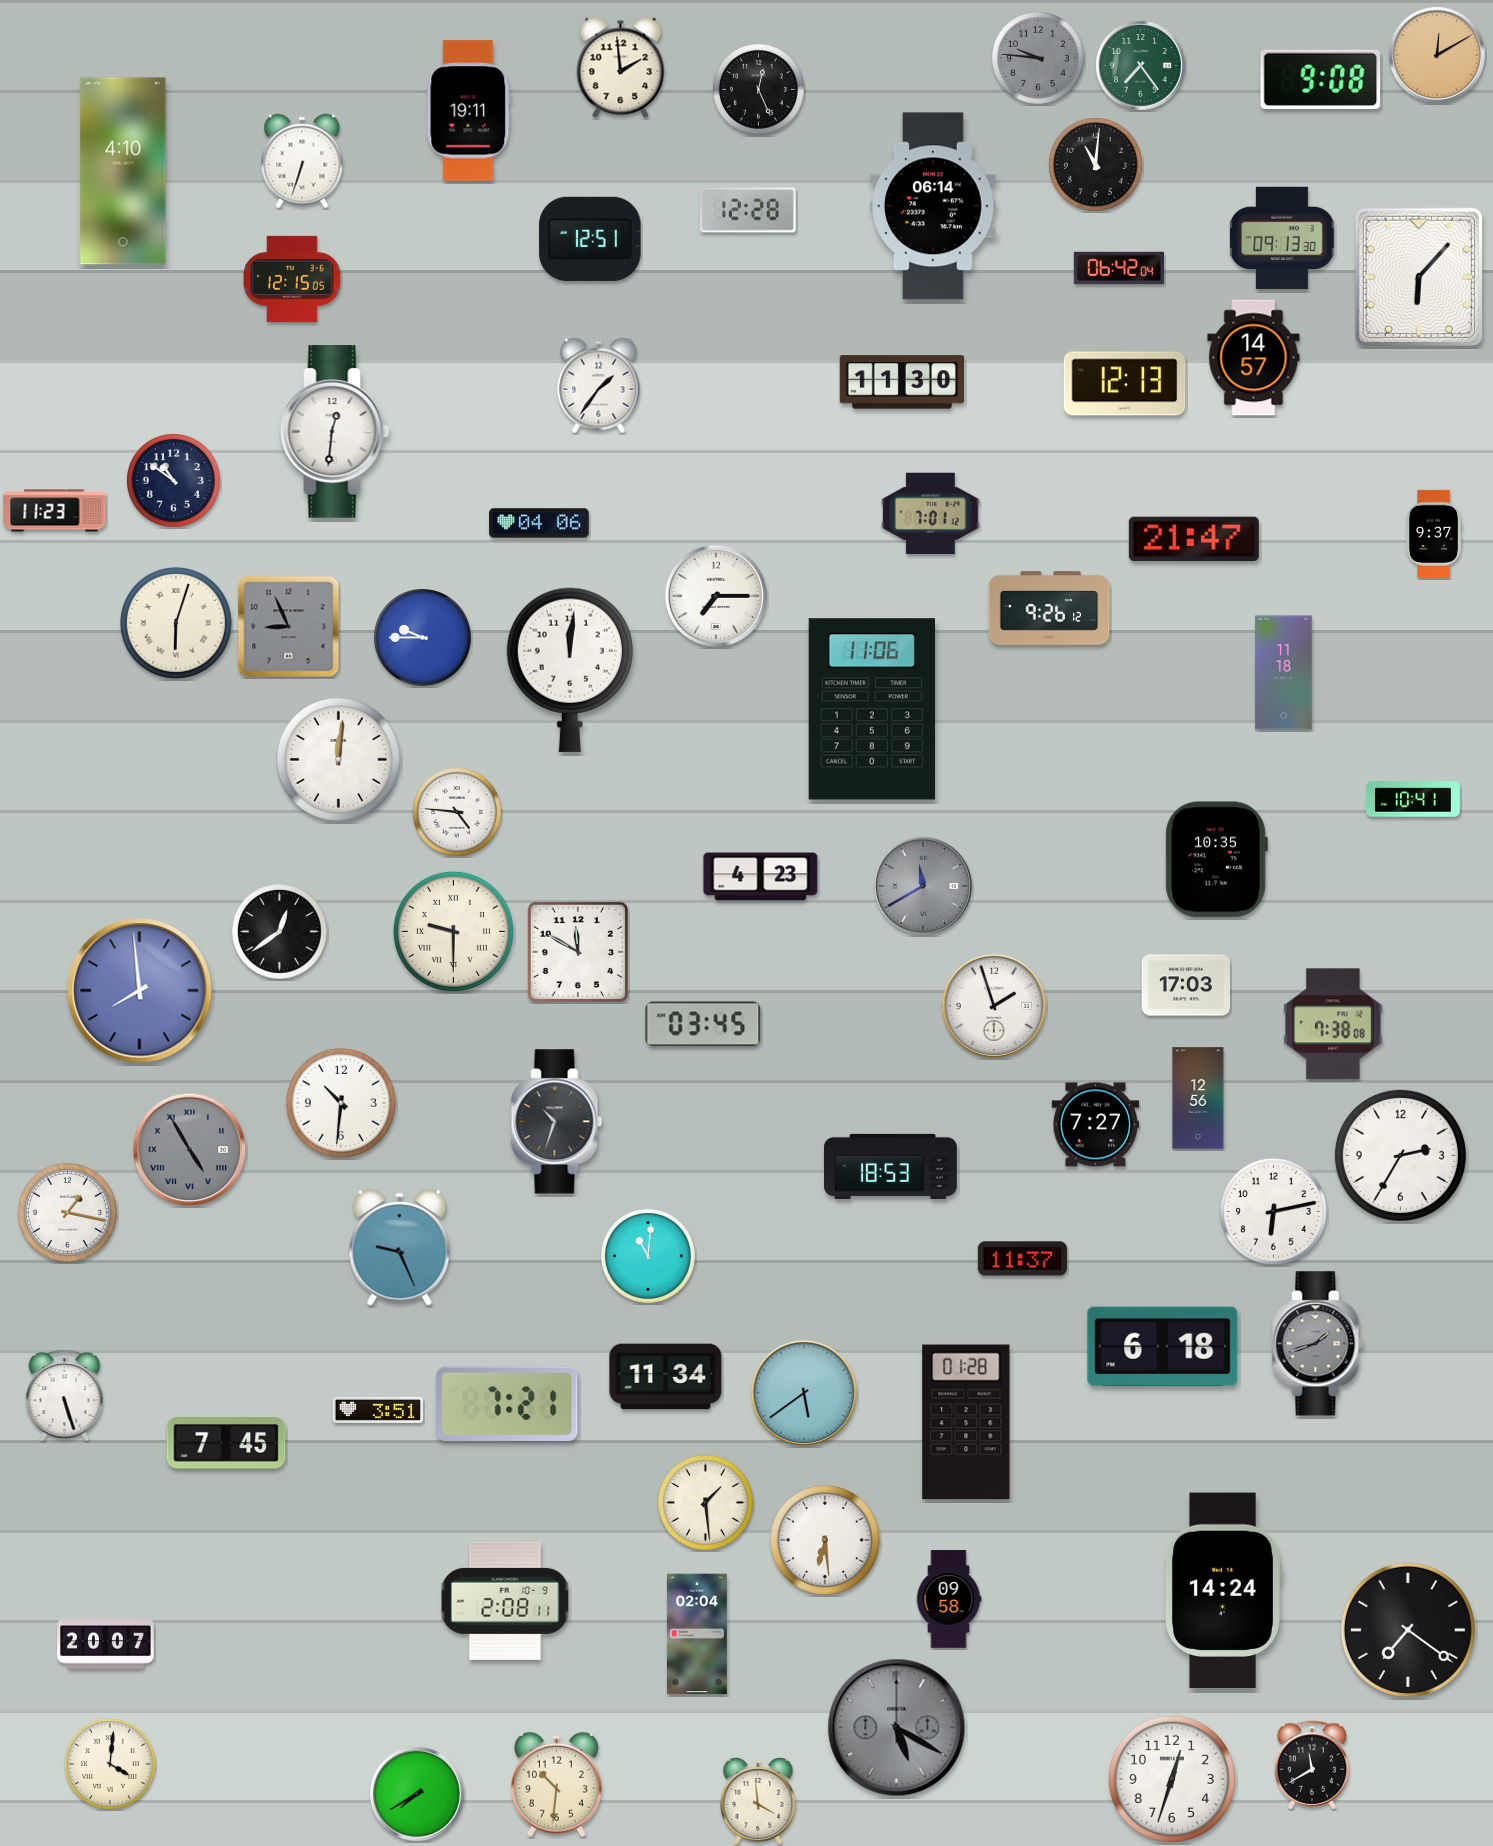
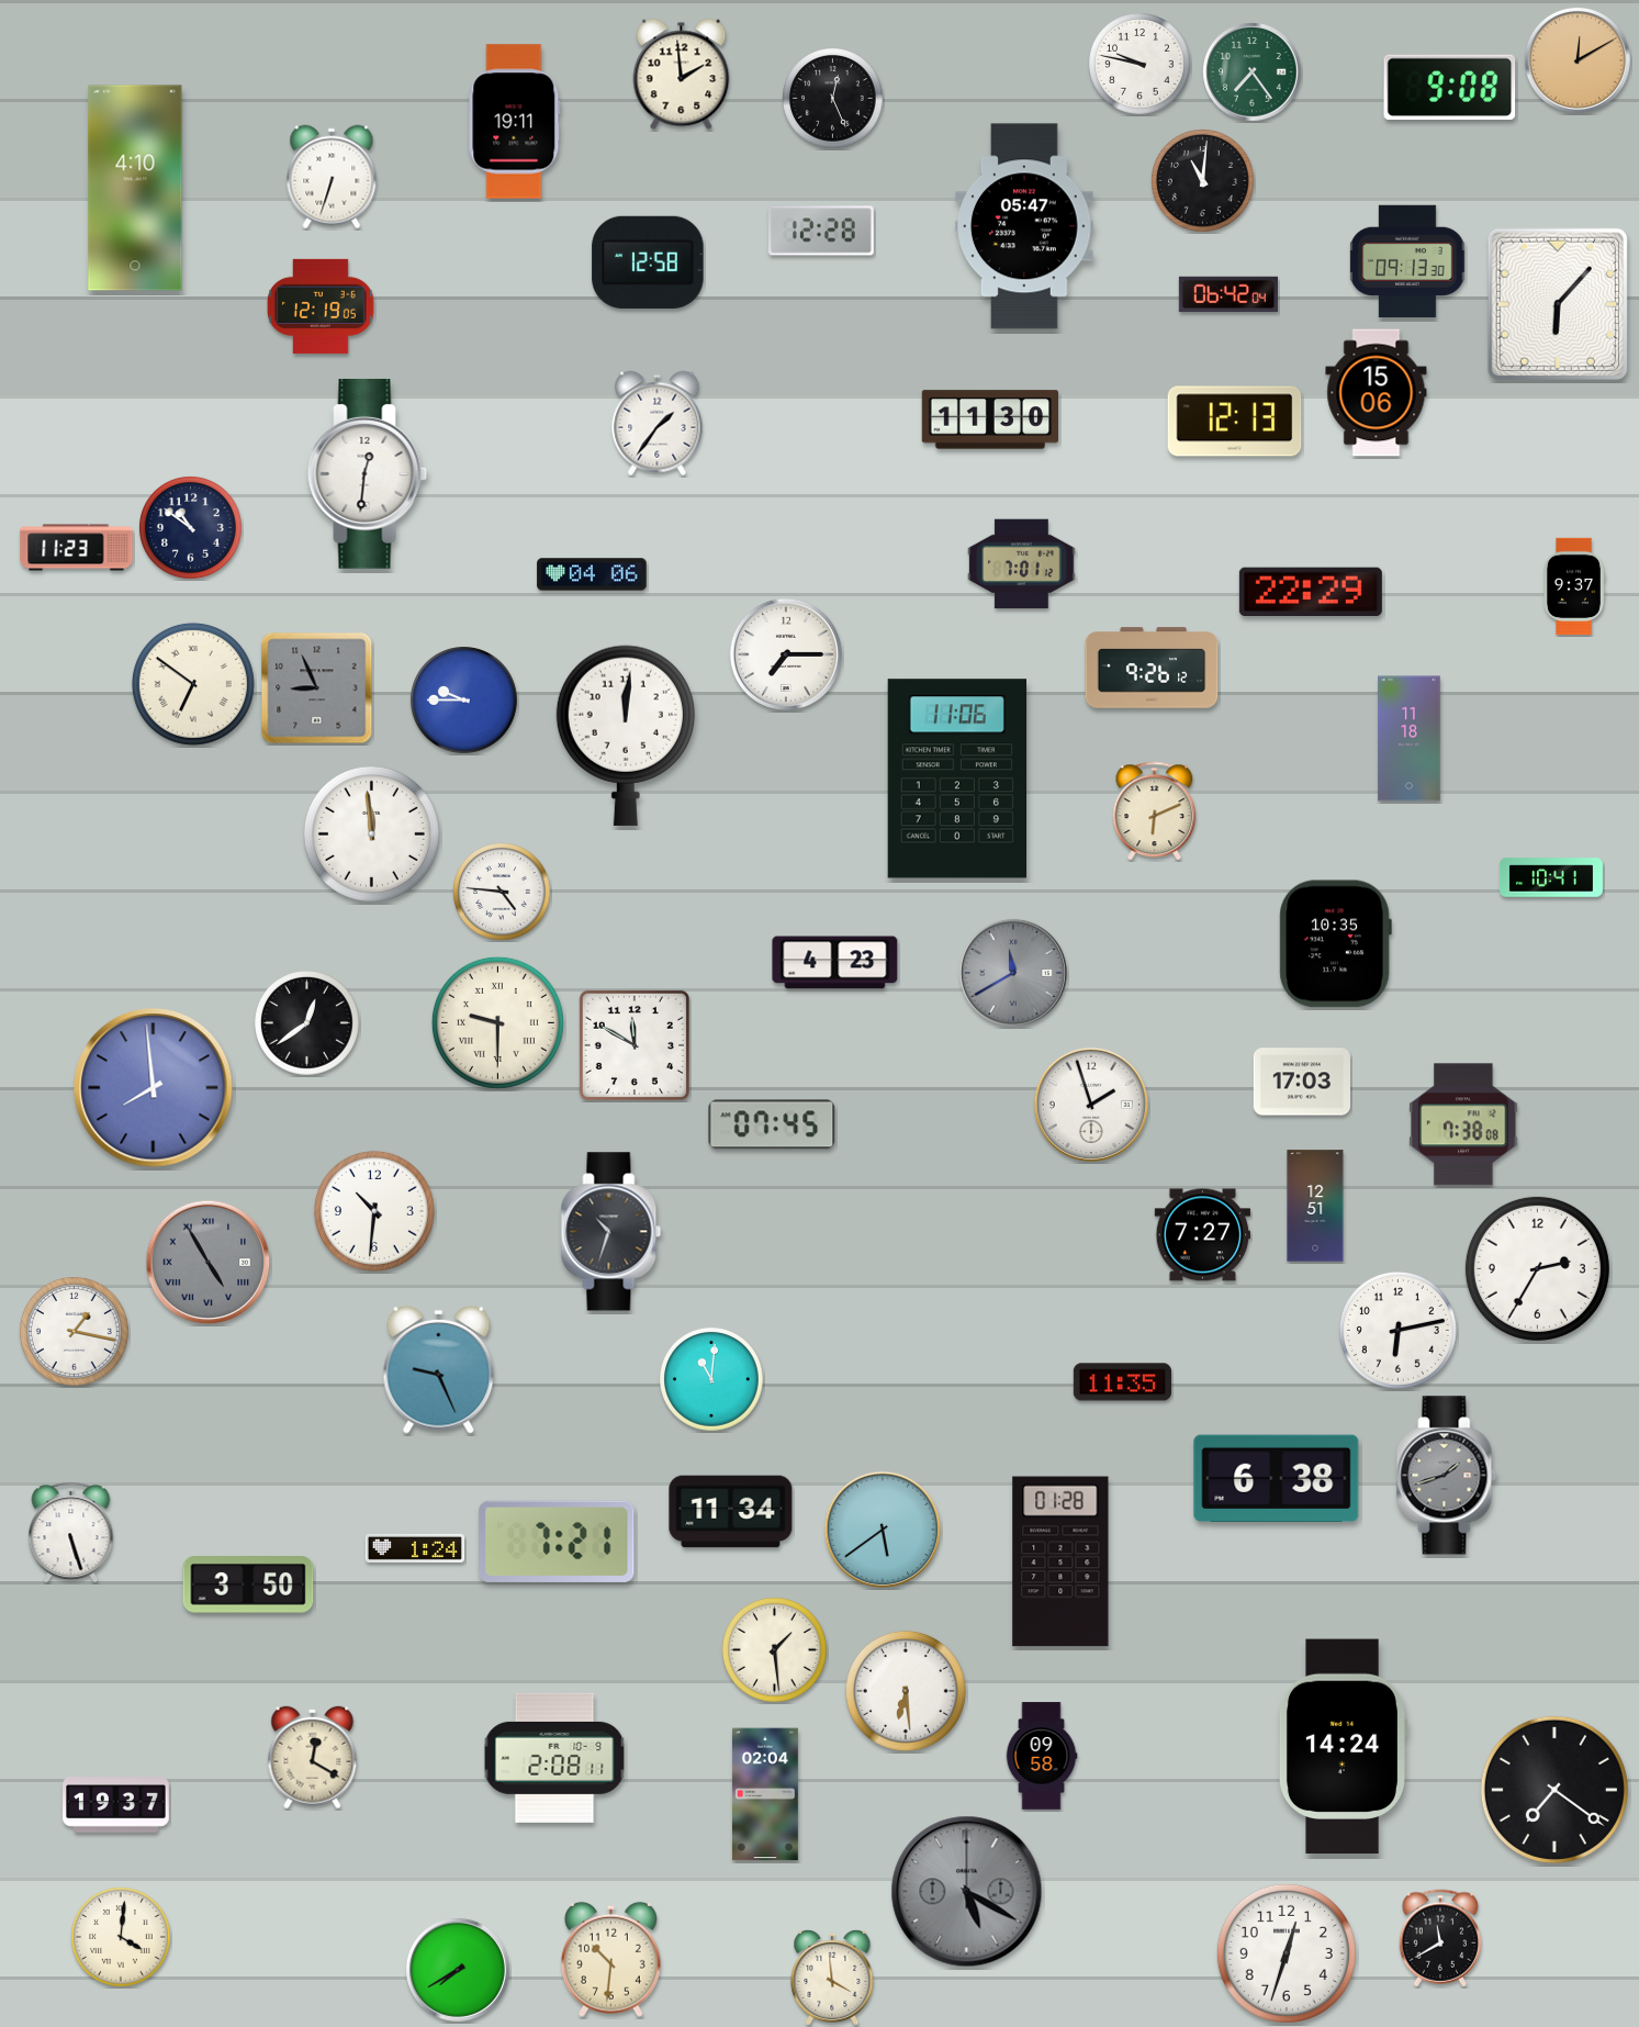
clock at (1038, 58): 9:46 -> 9:47
clock at (1038, 58) dial: grey -> white
clock at (934, 206): 06:14 -> 05:47
clock at (590, 239): 12:51 -> 12:58
clock at (292, 279): 12:15 -> 12:19
clock at (1254, 358): 14:57 -> 15:06
clock at (55, 511) position: (55, 511) -> (77, 548)
clock at (1194, 538): 21:47 -> 22:29
clock at (176, 623): 6:03 -> 6:51
clock at (1155, 810): none -> 6:11
clock at (338, 759): 12:01 -> 11:59
clock at (703, 1024): 03:45 -> 07:45
clock at (1198, 1098): 12:56 -> 12:51
clock at (891, 1166): 18:53 -> none
clock at (1022, 1259): 11:37 -> 11:35
clock at (1163, 1347): 6:18 -> 6:38
clock at (378, 1410): 3:51 -> 1:24
clock at (226, 1443): 7:45 -> 3:50
clock at (313, 1758): none -> 12:20
clock at (1408, 1630) position: (1408, 1630) -> (1554, 1790)
clock at (106, 1644): 20:07 -> 19:37
clock at (897, 1728) position: (897, 1728) -> (967, 1892)
